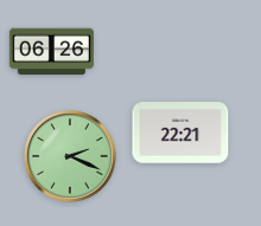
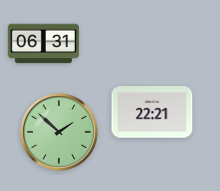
clock at (51, 52): 06:26 -> 06:31
clock at (71, 157): 2:19 -> 1:52
